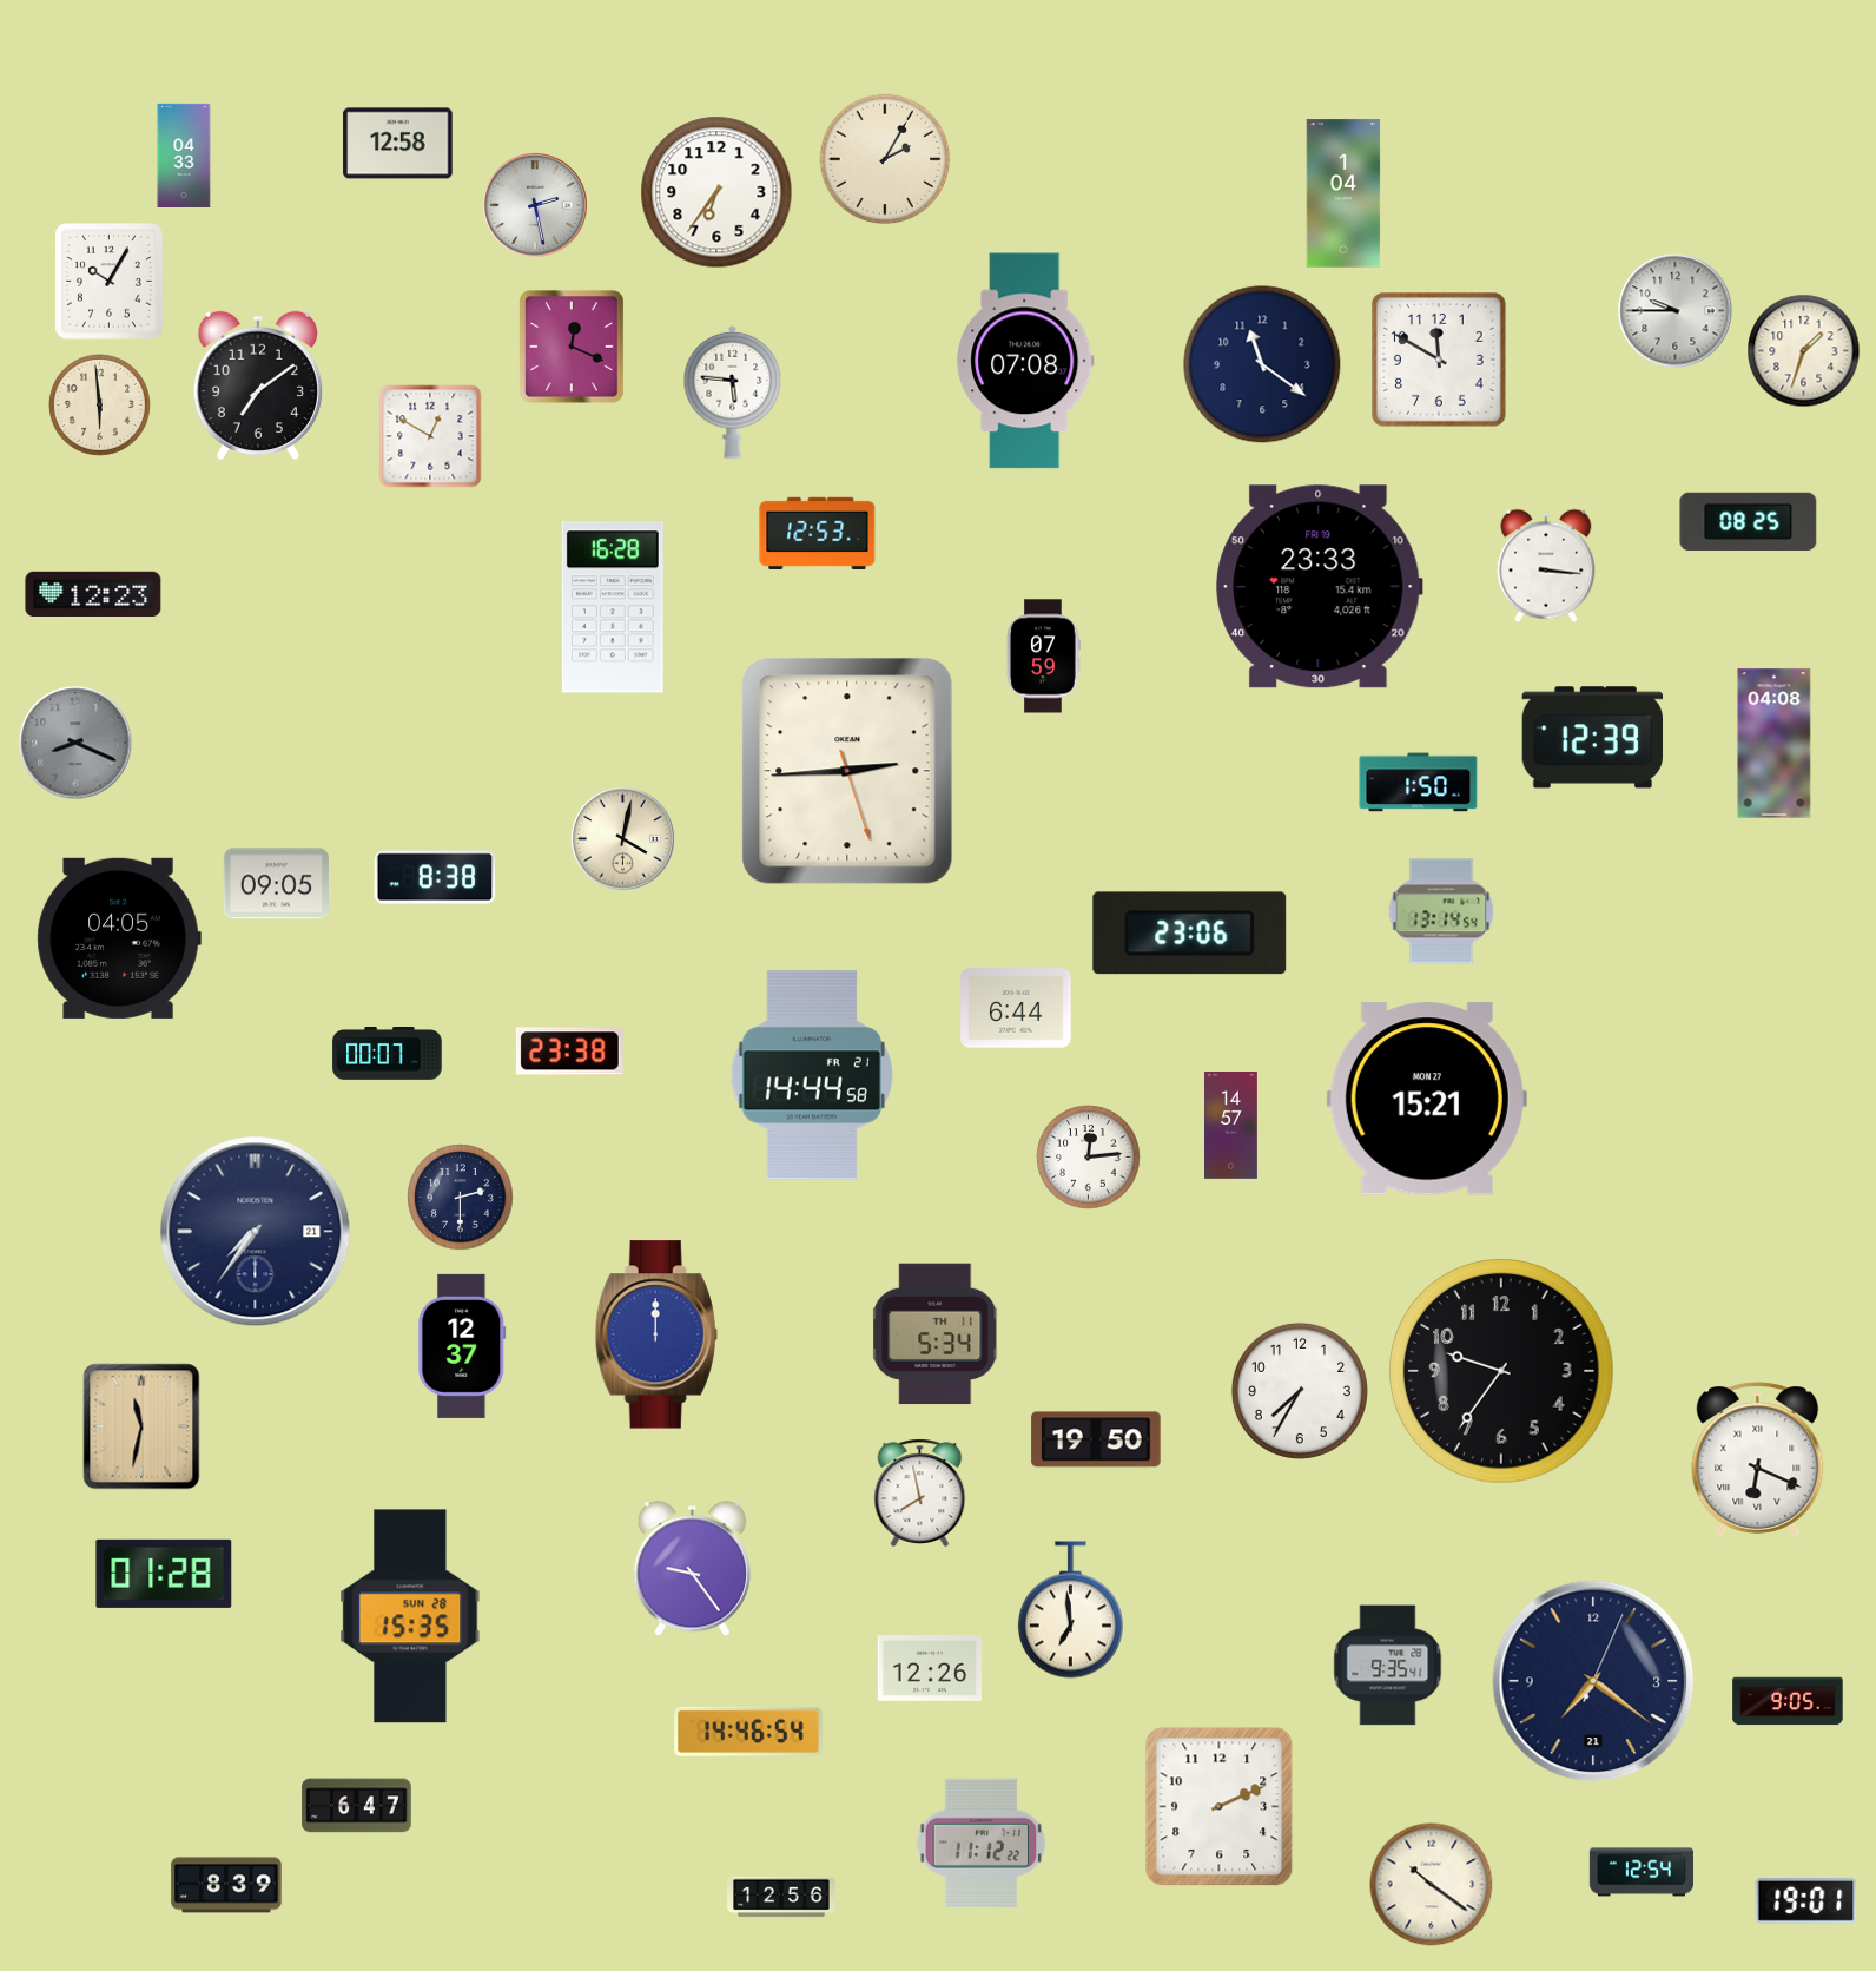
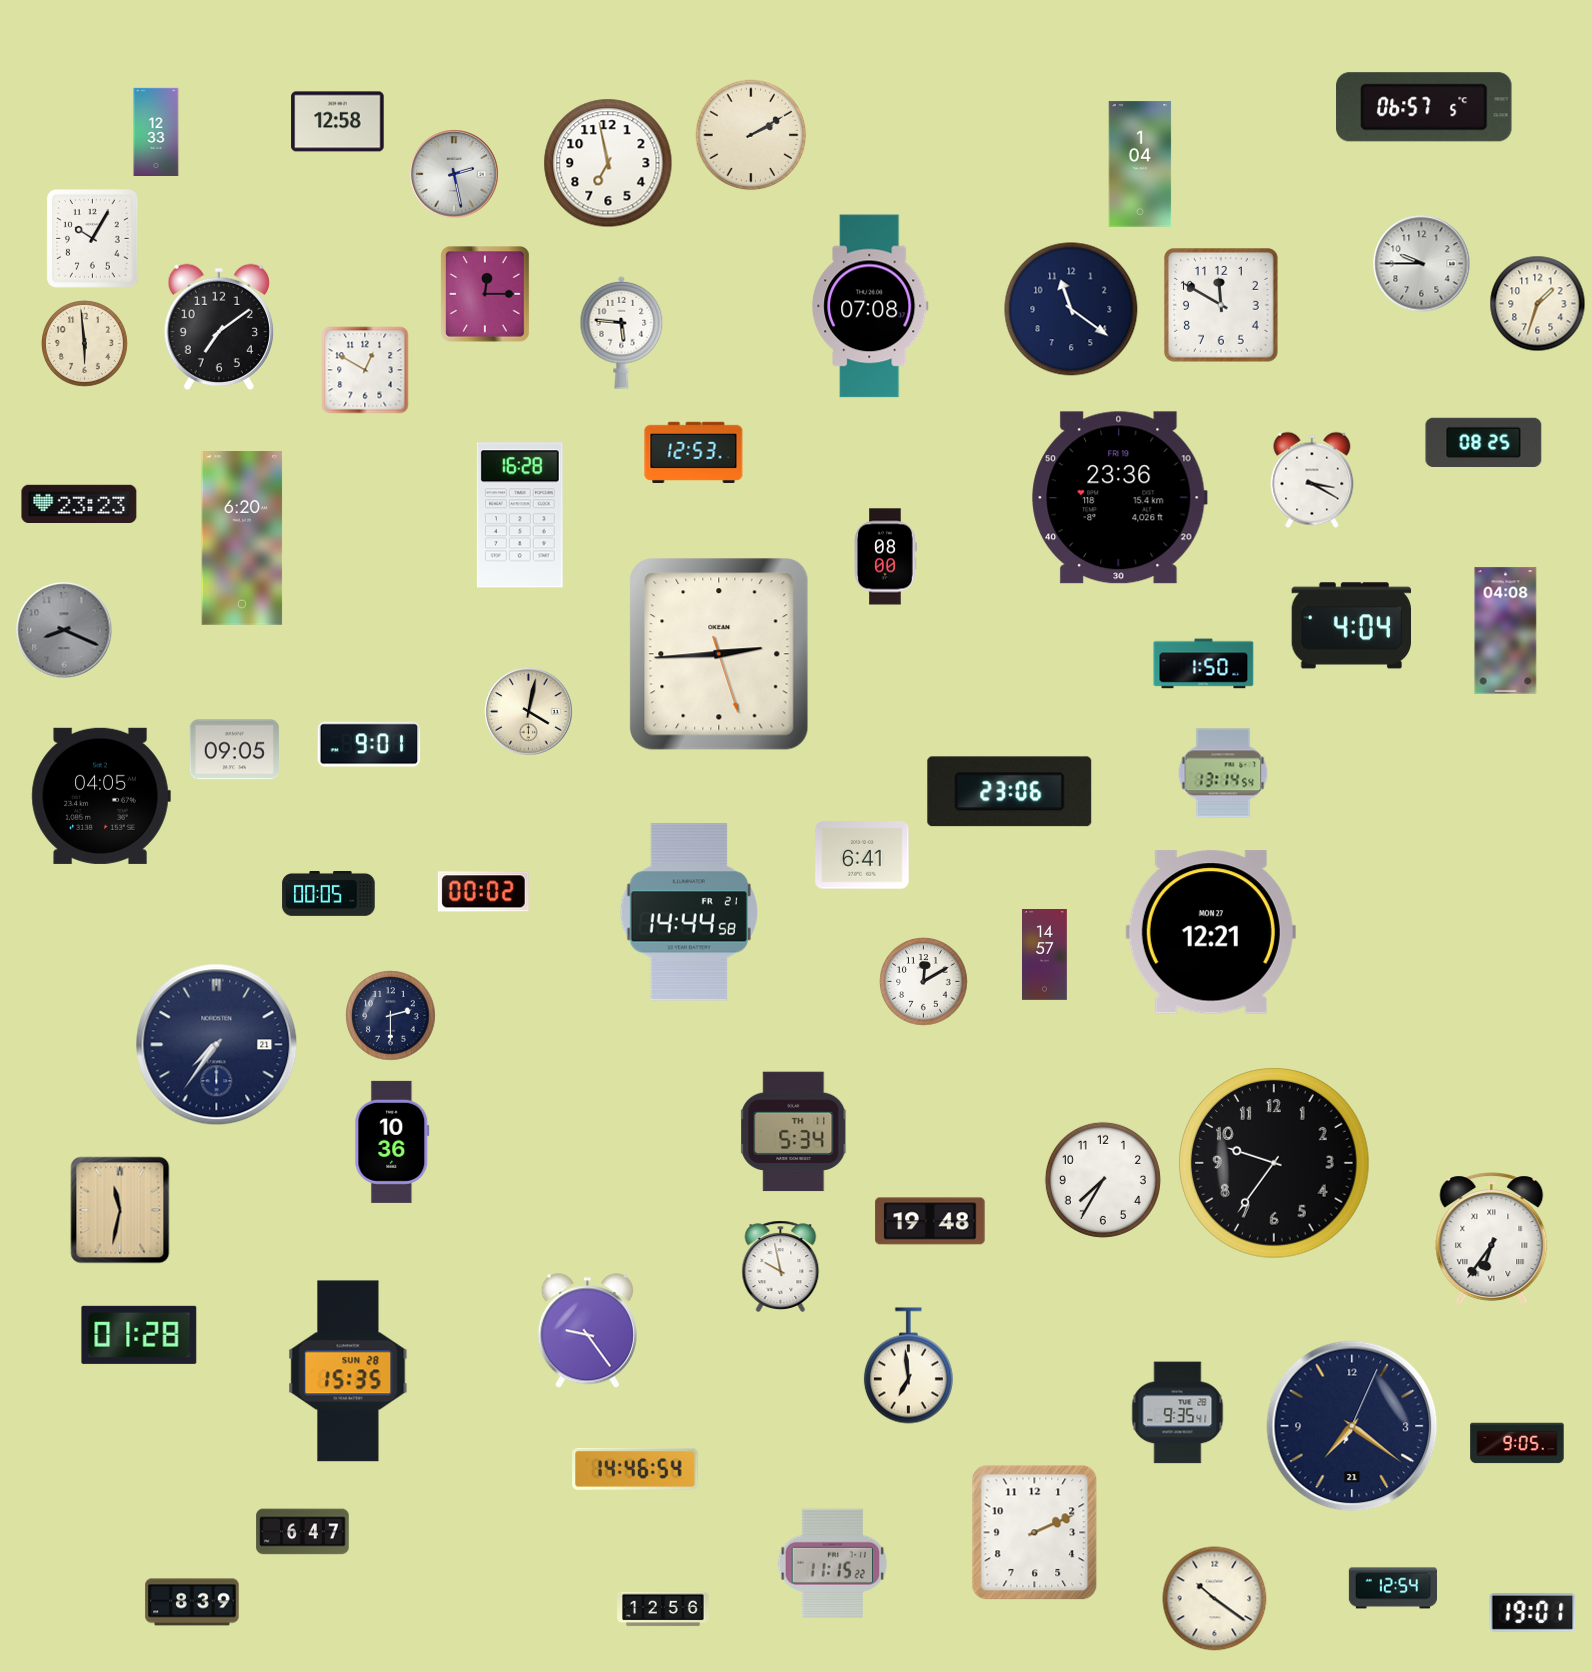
clock at (1424, 107): none -> 06:57
clock at (184, 156): 04:33 -> 12:33
clock at (885, 159): 2:05 -> 2:10
clock at (716, 192): 6:36 -> 6:58
clock at (572, 347): 12:19 -> 12:15
clock at (1804, 351) position: (1804, 351) -> (1538, 304)
clock at (1546, 566): 3:16 -> 3:20
clock at (1320, 587): 23:33 -> 23:36
clock at (93, 594): 12:23 -> 23:23
clock at (242, 538): none -> 6:20
clock at (1043, 657): 07:59 -> 08:00
clock at (1592, 738): 12:39 -> 4:04
clock at (435, 877): 8:38 -> 9:01
clock at (1016, 1008): 6:44 -> 6:41
clock at (569, 1052): 23:38 -> 00:02
clock at (388, 1054): 00:07 -> 00:05
clock at (1427, 1099): 15:21 -> 12:21
clock at (1089, 1158): 12:14 -> 12:10
clock at (656, 1334): 12:00 -> none
clock at (462, 1346): 12:37 -> 10:36
clock at (1096, 1439): 19:50 -> 19:48
clock at (1758, 1459): 6:19 -> 6:36
clock at (920, 1492): 7:58 -> 9:58
clock at (929, 1669): 12:26 -> none
clock at (982, 1843): 11:12 -> 11:15
clock at (226, 1885) position: (226, 1885) -> (192, 1602)
